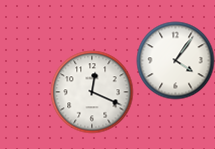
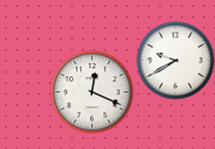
clock at (175, 60): 4:06 -> 9:40
